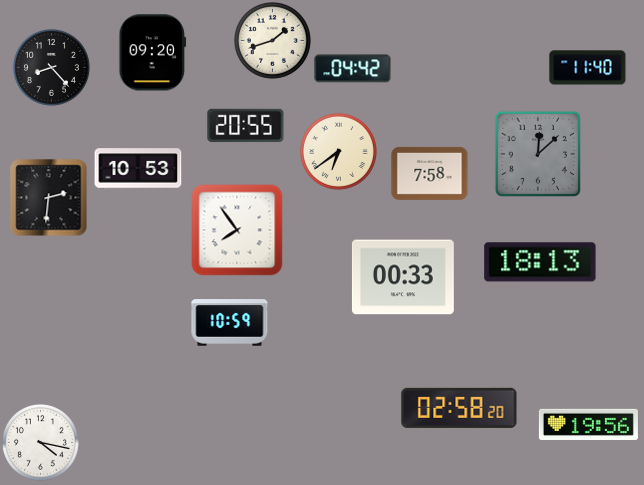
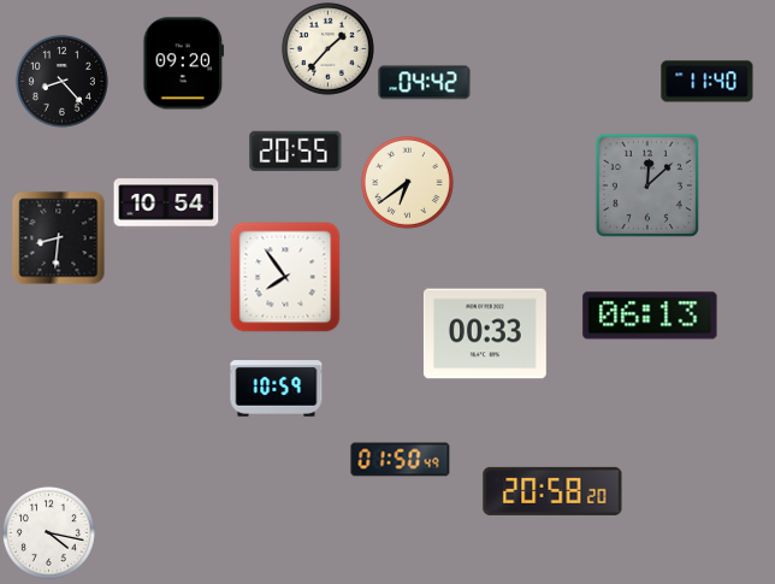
clock at (272, 40): 1:42 -> 1:37
clock at (138, 169): 10:53 -> 10:54
clock at (430, 173): 7:58 -> none
clock at (49, 198): 2:31 -> 8:31
clock at (540, 262): 18:13 -> 06:13
clock at (401, 460): none -> 01:50
clock at (459, 408): 02:58 -> 20:58
clock at (588, 424): 19:56 -> none
